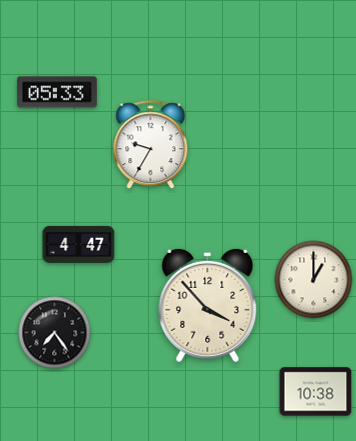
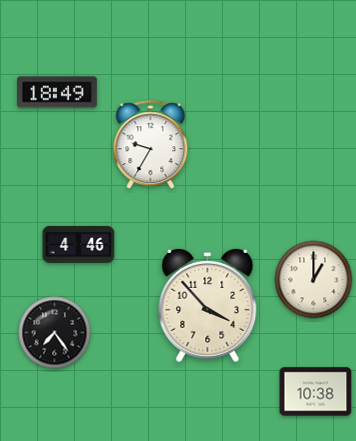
clock at (58, 92): 05:33 -> 18:49
clock at (79, 244): 4:47 -> 4:46
